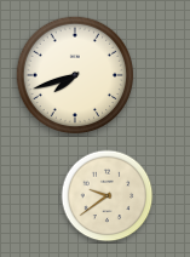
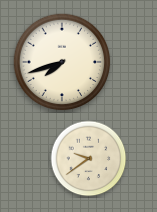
clock at (108, 196) position: (108, 196) -> (89, 159)
